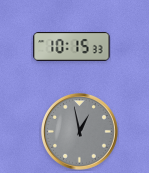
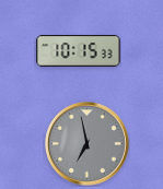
clock at (80, 132): 12:58 -> 6:58
